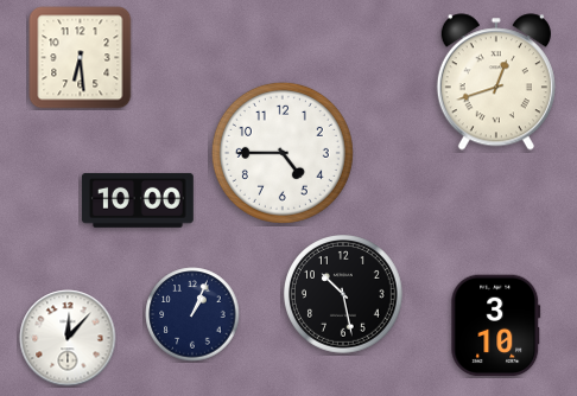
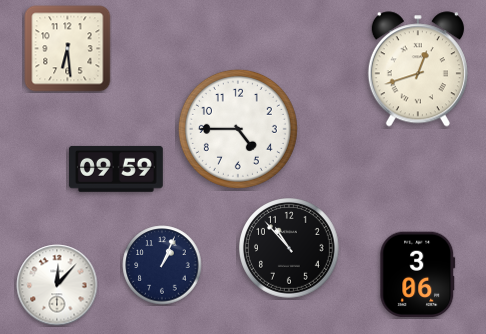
clock at (138, 200): 10:00 -> 09:59
clock at (344, 295): 10:28 -> 10:53
clock at (496, 326): 3:10 -> 3:06
